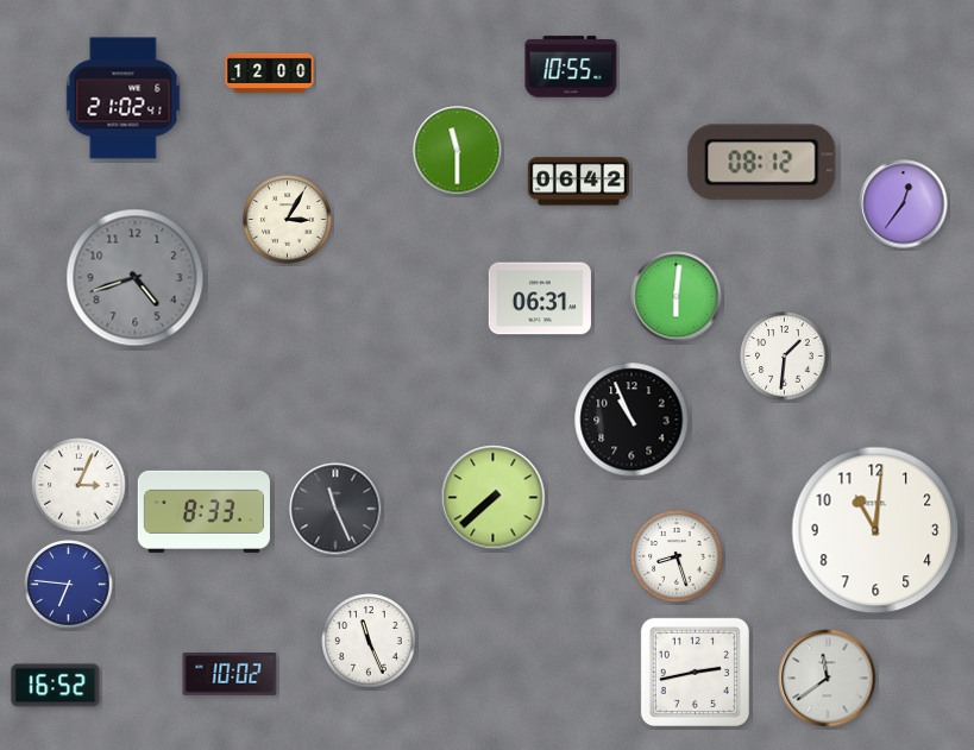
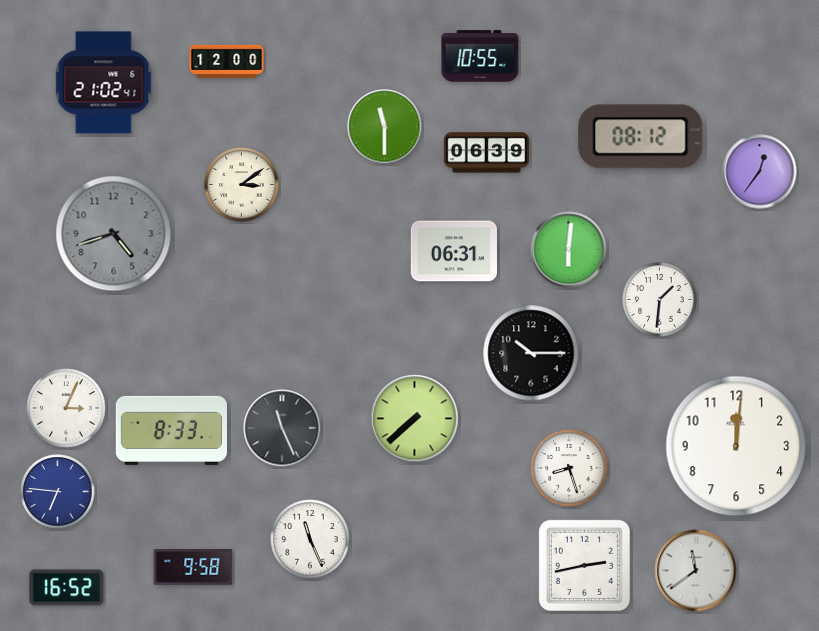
clock at (579, 182): 06:42 -> 06:39
clock at (288, 220): 3:05 -> 3:09
clock at (631, 420): 10:56 -> 10:15
clock at (875, 530): 11:01 -> 12:01
clock at (230, 675): 10:02 -> 9:58
clock at (56, 686) position: (56, 686) -> (67, 588)
